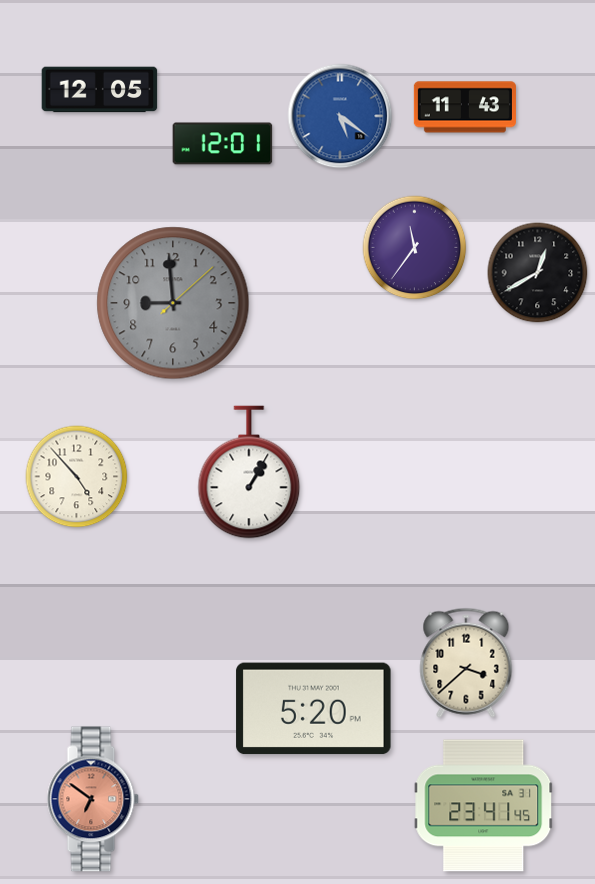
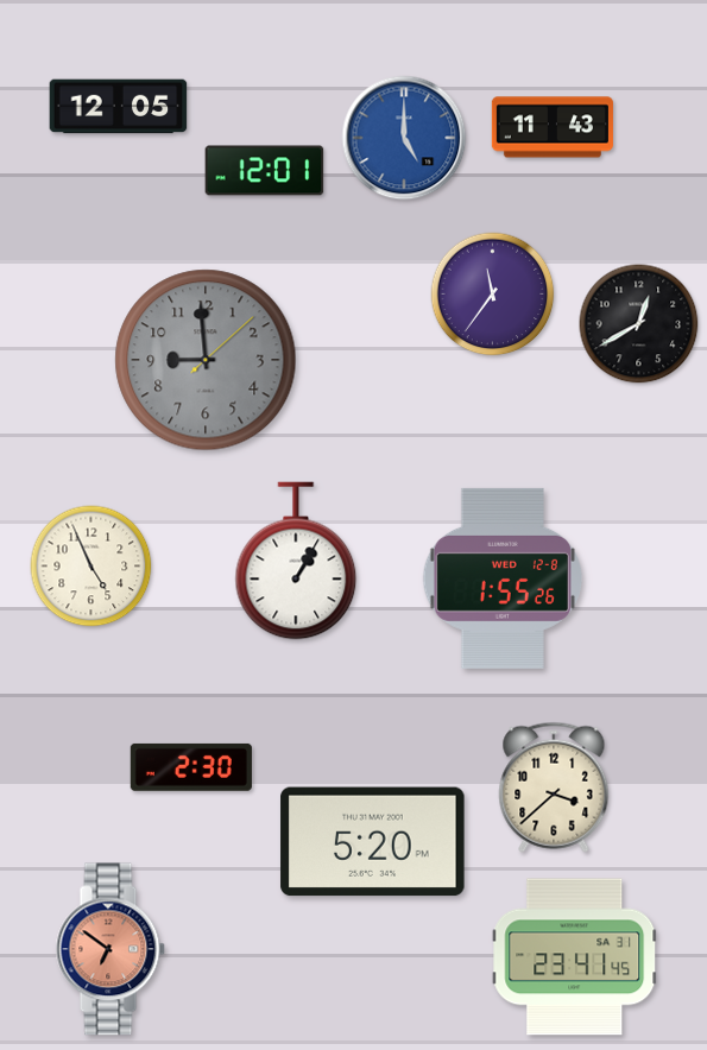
clock at (340, 116): 5:21 -> 5:00
clock at (77, 477): 4:53 -> 4:56
clock at (501, 578): none -> 1:55
clock at (191, 767): none -> 2:30
